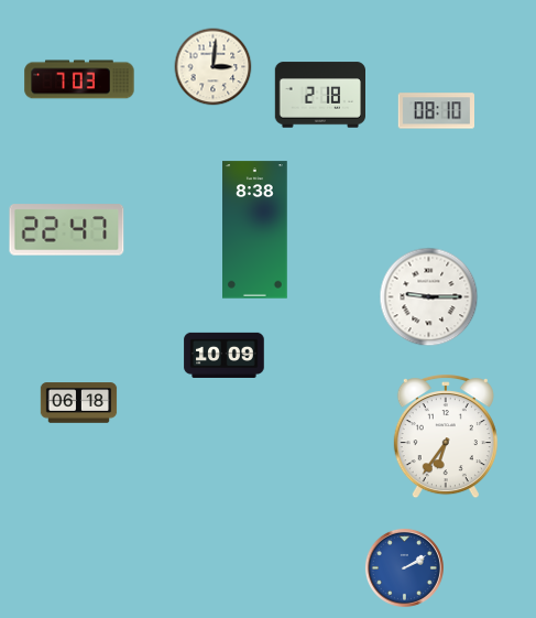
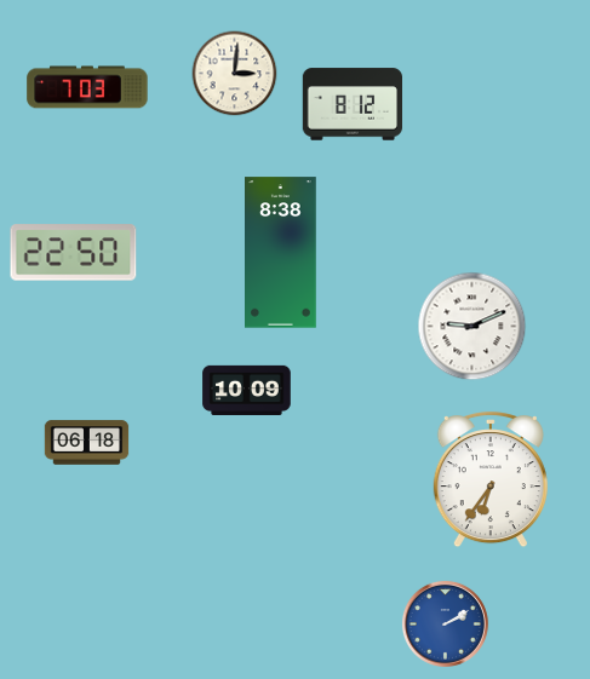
clock at (319, 95): 2:18 -> 8:12
clock at (436, 111): 08:10 -> none
clock at (67, 230): 22:47 -> 22:50
clock at (429, 297): 9:15 -> 9:11
